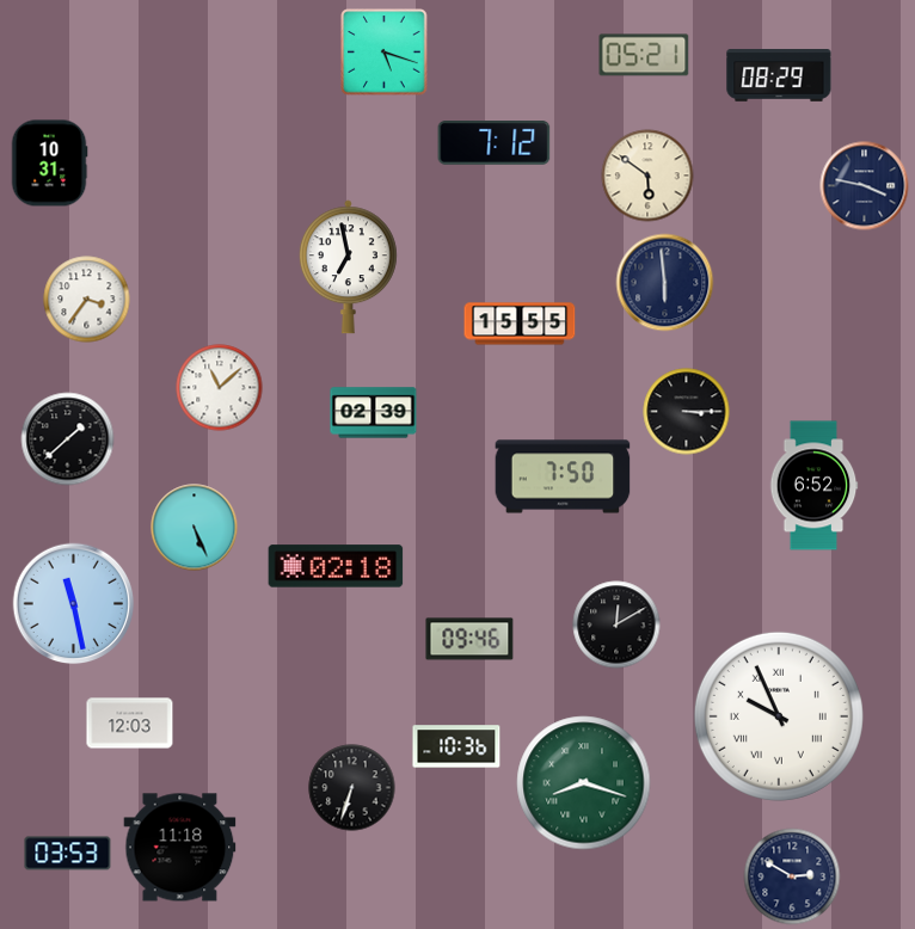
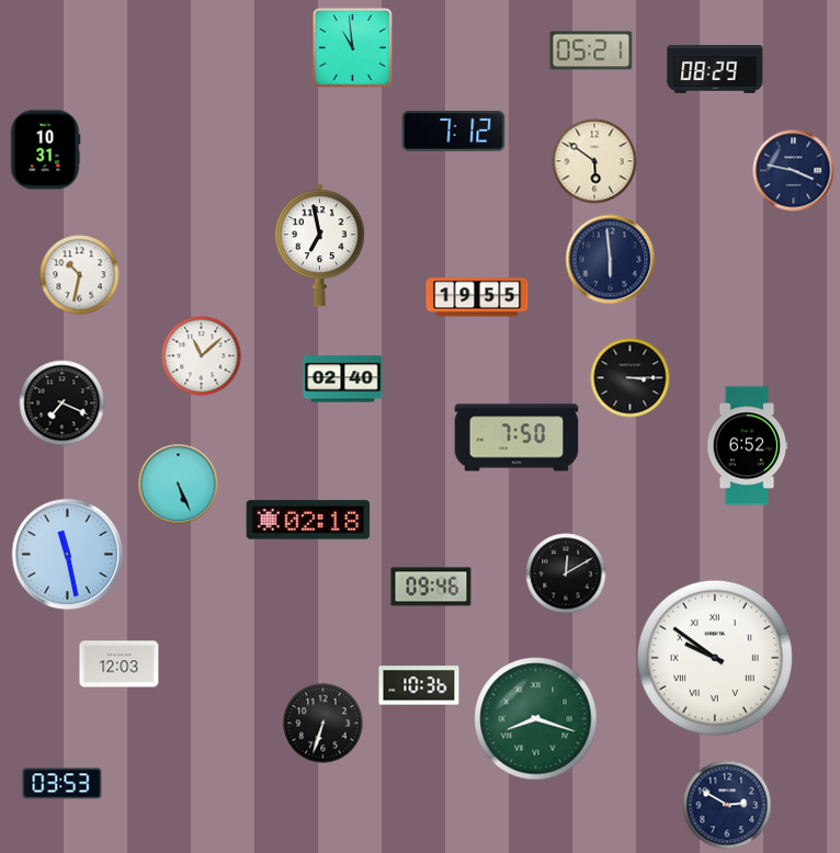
clock at (385, 53): 5:18 -> 10:59
clock at (87, 300): 3:36 -> 10:32
clock at (520, 324): 15:55 -> 19:55
clock at (374, 413): 02:39 -> 02:40
clock at (68, 439): 1:38 -> 7:19
clock at (779, 716): 9:56 -> 9:51
clock at (180, 848): 11:18 -> none
